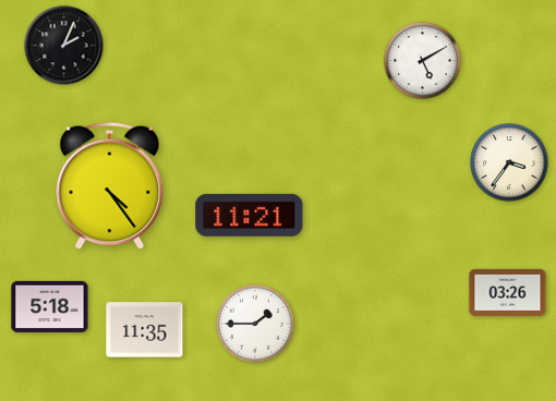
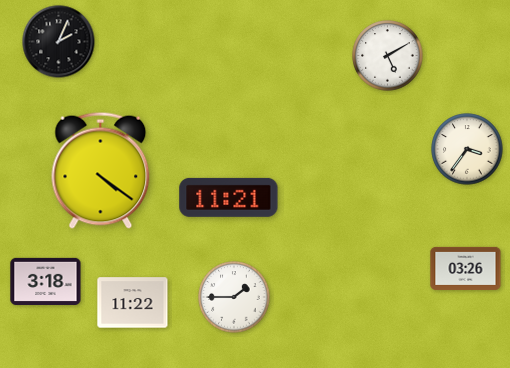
clock at (110, 185): 4:24 -> 4:21
clock at (50, 306): 5:18 -> 3:18
clock at (145, 330): 11:35 -> 11:22
